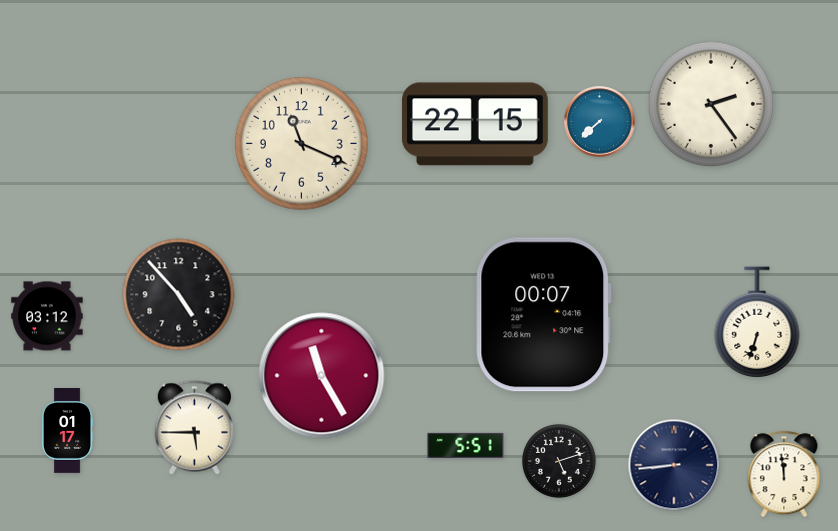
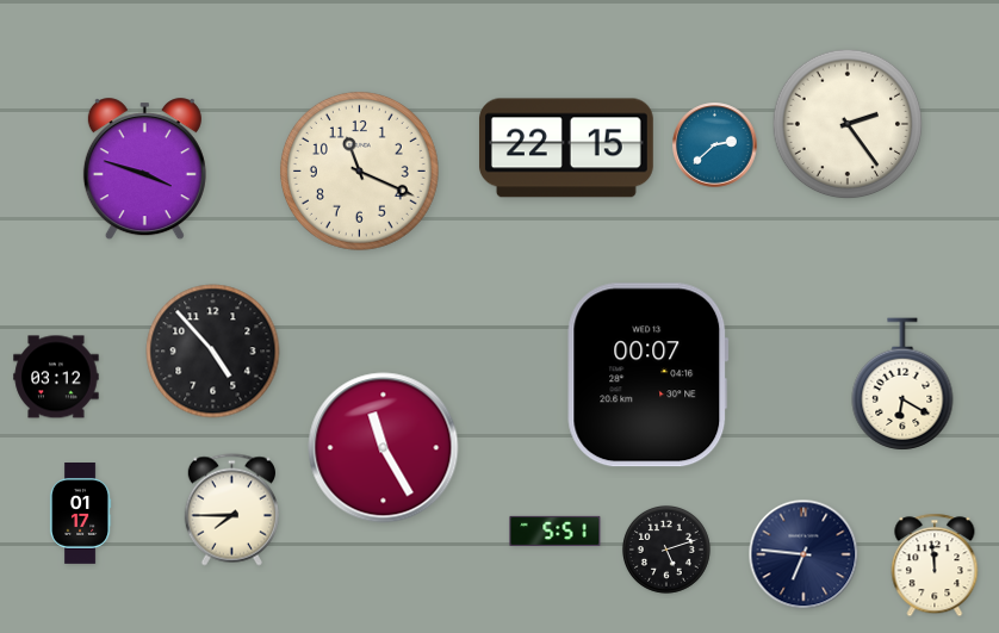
clock at (600, 122): 7:38 -> 2:38
clock at (144, 169): none -> 3:48
clock at (757, 322): 6:33 -> 6:20
clock at (194, 428): 5:45 -> 7:45
clock at (674, 465): 8:44 -> 6:46
